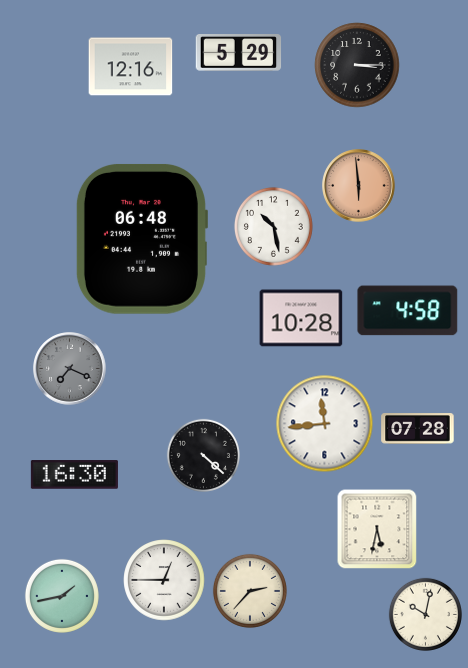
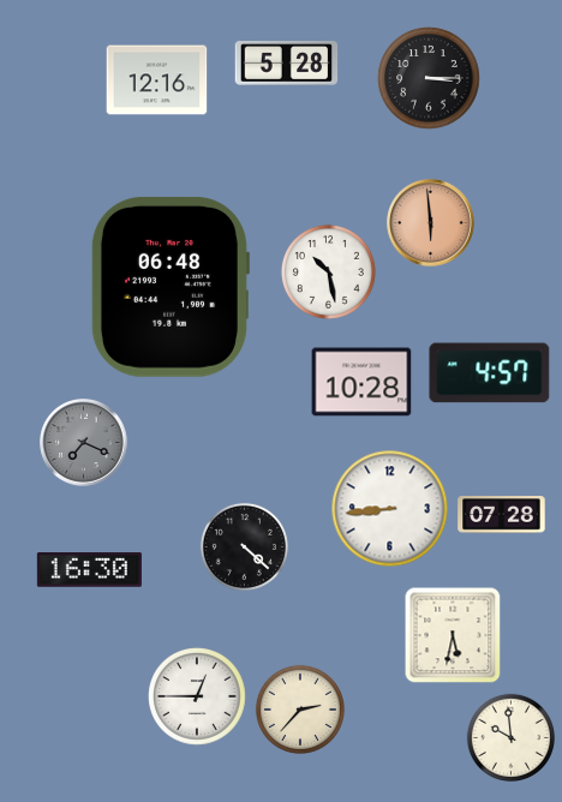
clock at (239, 53): 5:29 -> 5:28
clock at (408, 311): 4:58 -> 4:57
clock at (325, 424): 11:44 -> 8:44
clock at (62, 596): 1:43 -> none
clock at (425, 614): 10:02 -> 9:59
